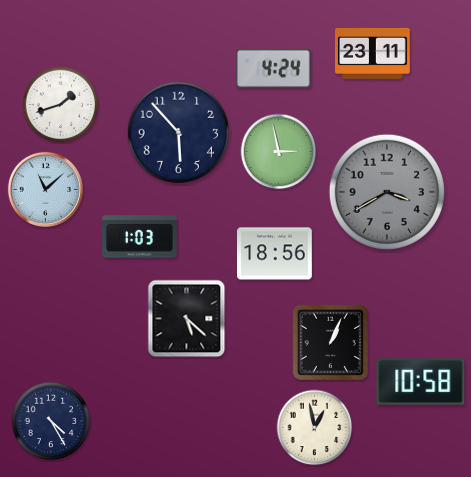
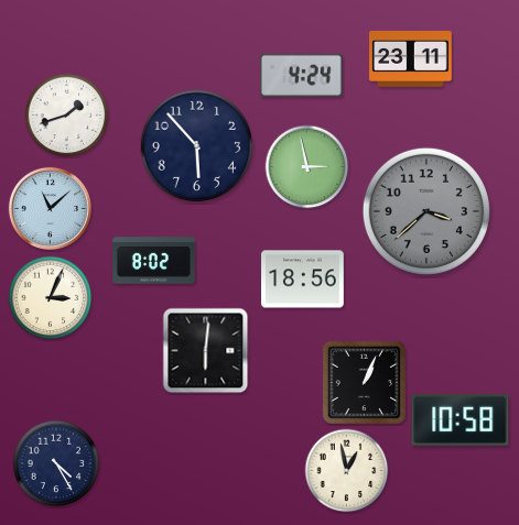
clock at (387, 192): 3:40 -> 3:38
clock at (140, 237): 1:03 -> 8:02
clock at (51, 298): none -> 3:04
clock at (187, 319): 5:22 -> 6:01
clock at (330, 342) position: (330, 342) -> (364, 382)
clock at (421, 381) position: (421, 381) -> (461, 419)
